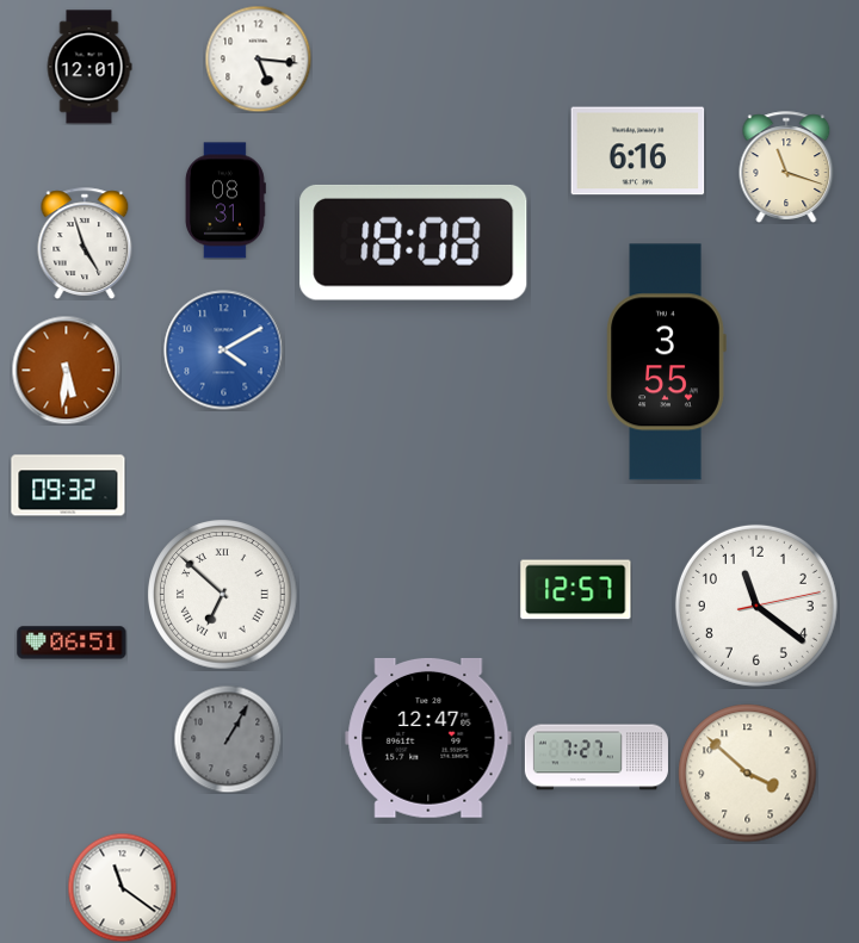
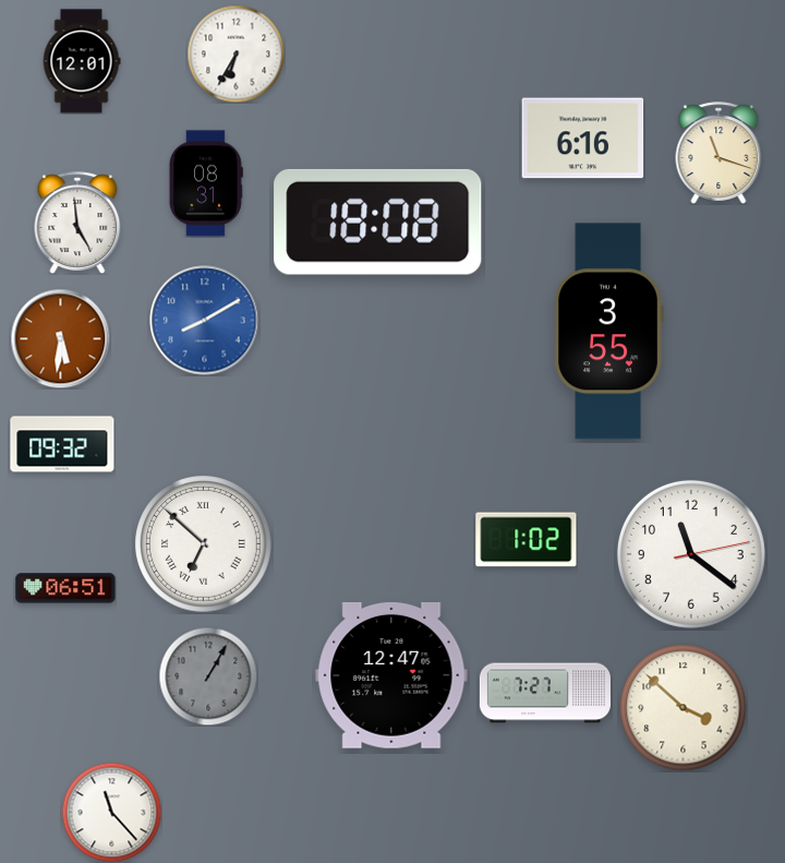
clock at (258, 58): 5:16 -> 6:35
clock at (85, 243): 4:57 -> 4:59
clock at (224, 350): 4:10 -> 8:10
clock at (576, 590): 12:57 -> 1:02
clock at (122, 887): 11:21 -> 11:23
